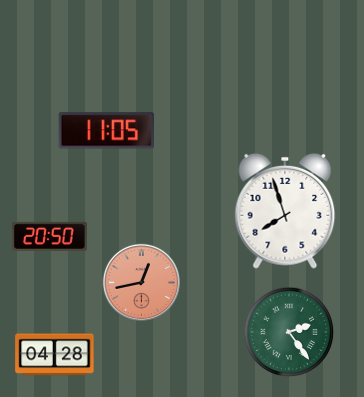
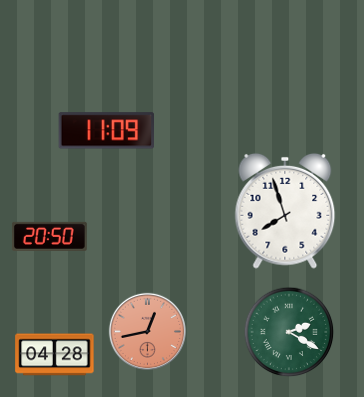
clock at (107, 131): 11:05 -> 11:09
clock at (141, 282) position: (141, 282) -> (147, 331)
clock at (289, 332): 2:24 -> 2:20
